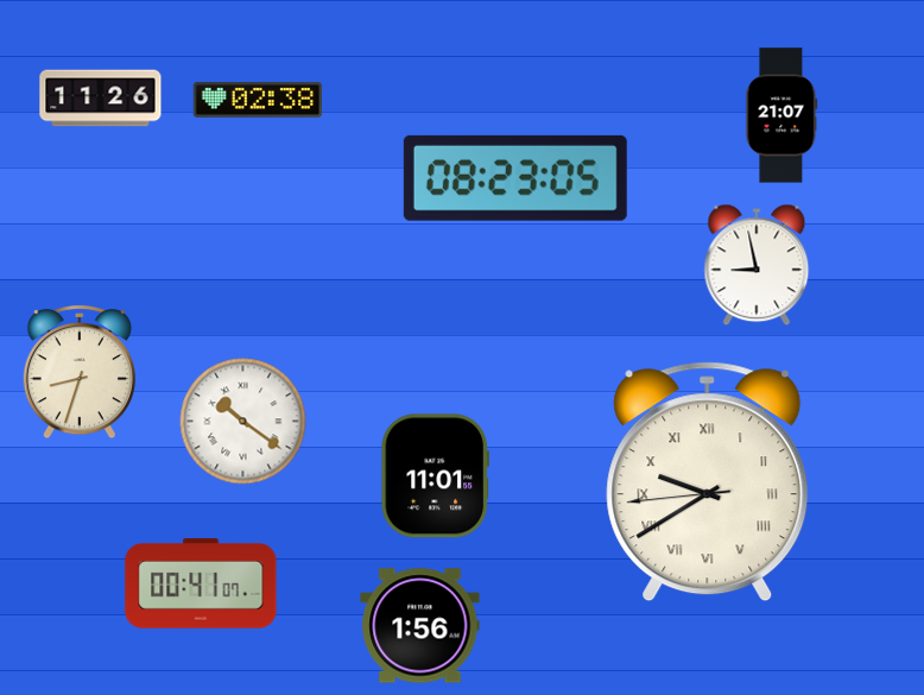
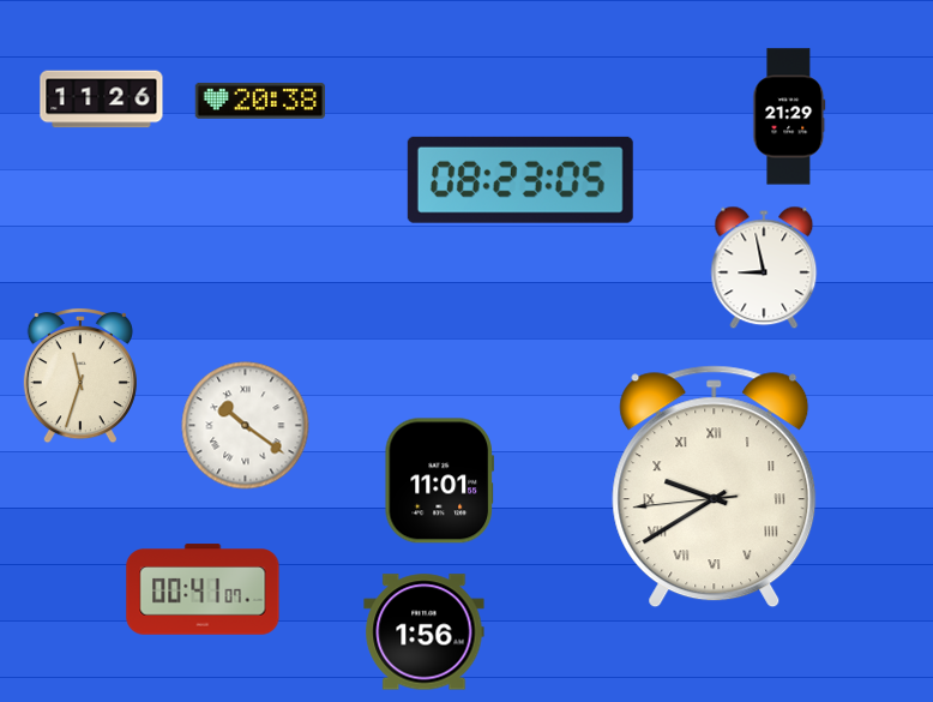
clock at (257, 100): 02:38 -> 20:38
clock at (781, 115): 21:07 -> 21:29
clock at (80, 372): 8:33 -> 11:33
